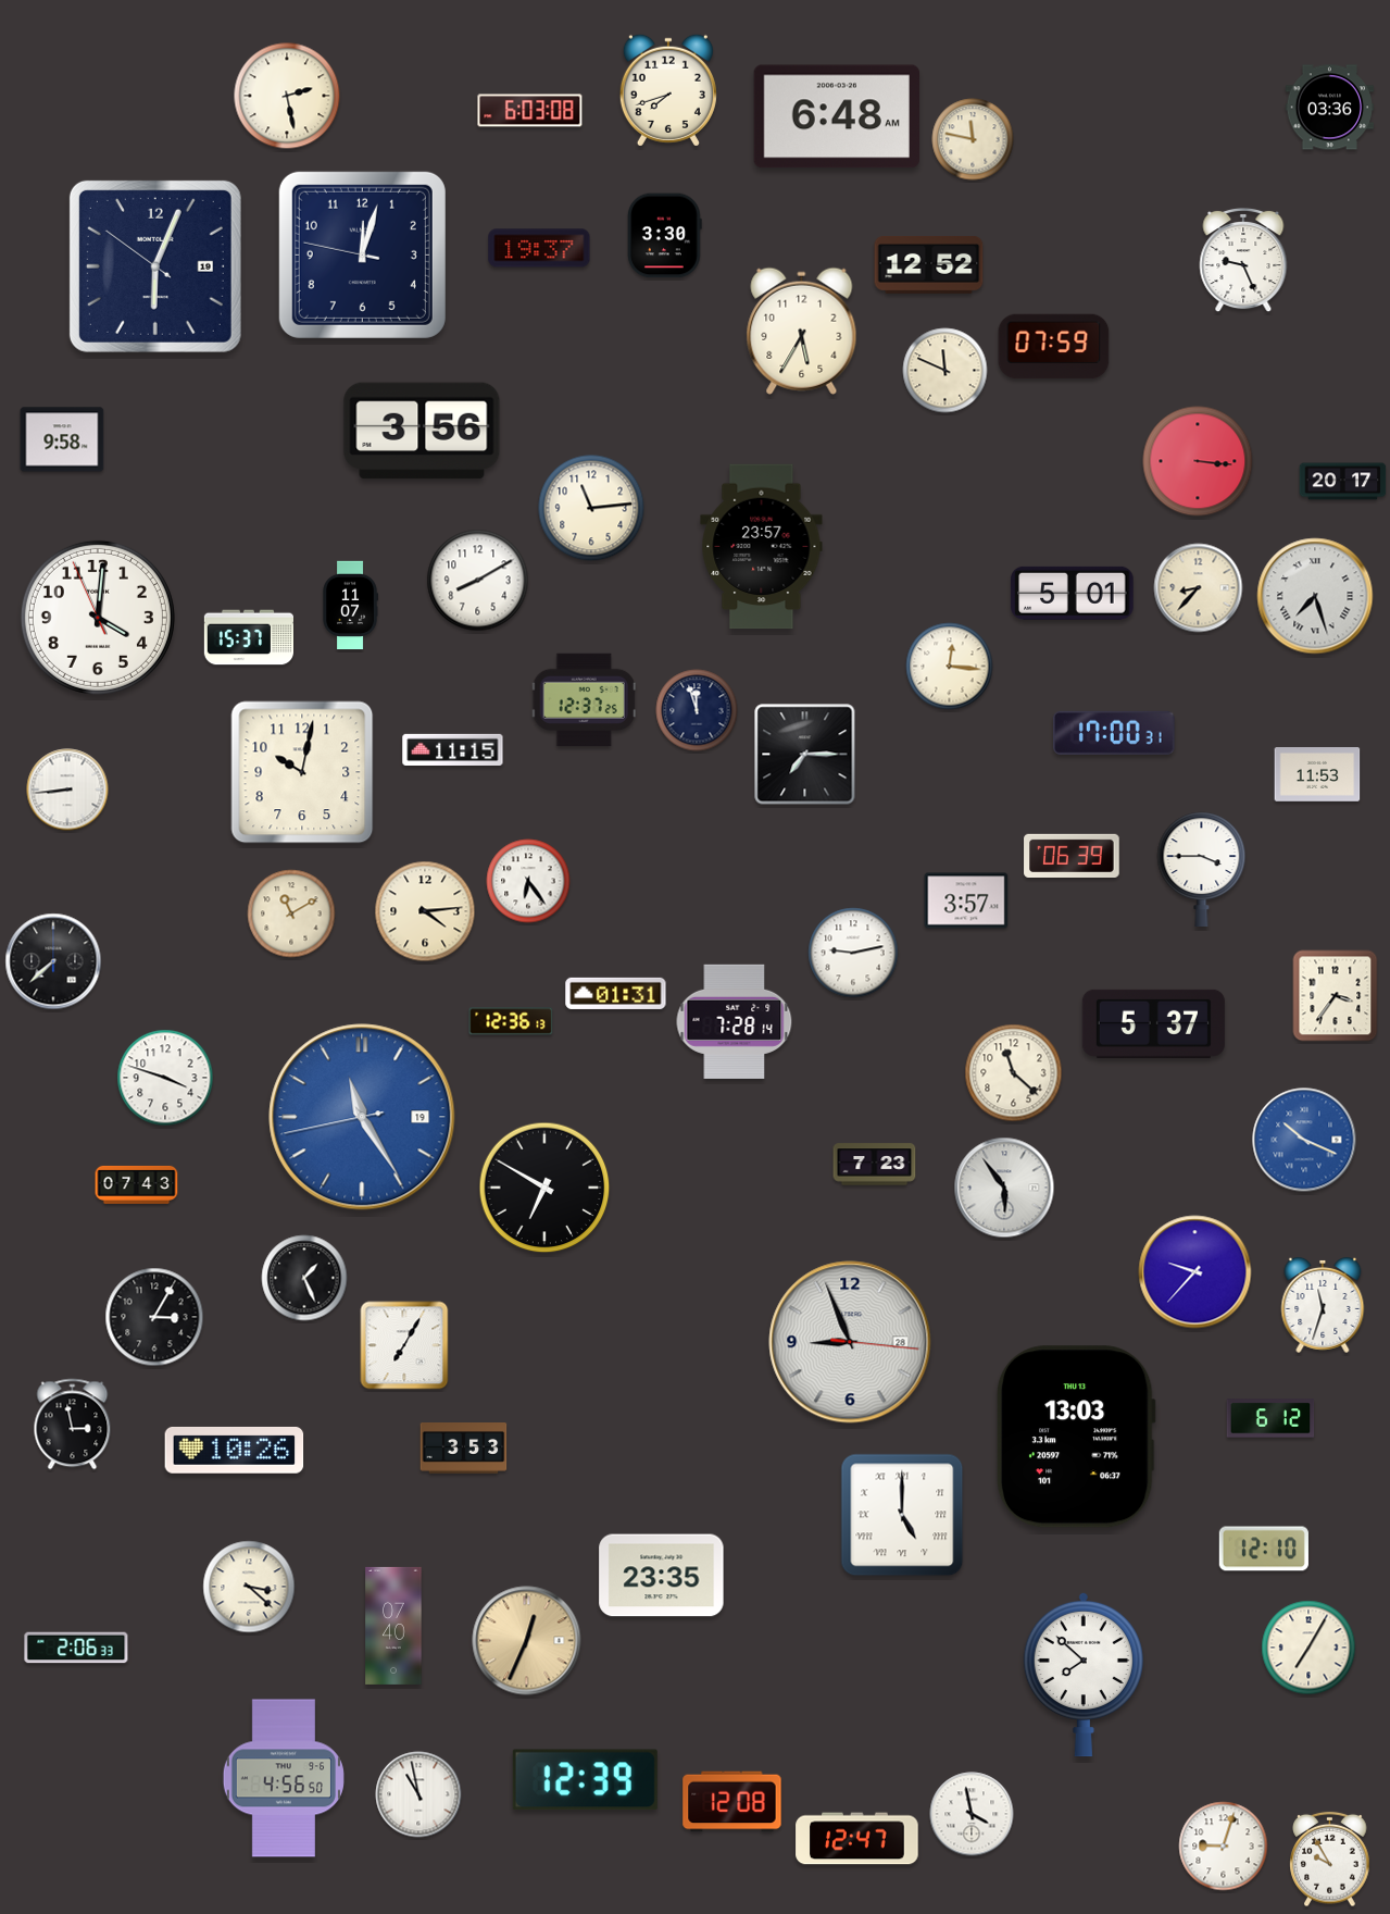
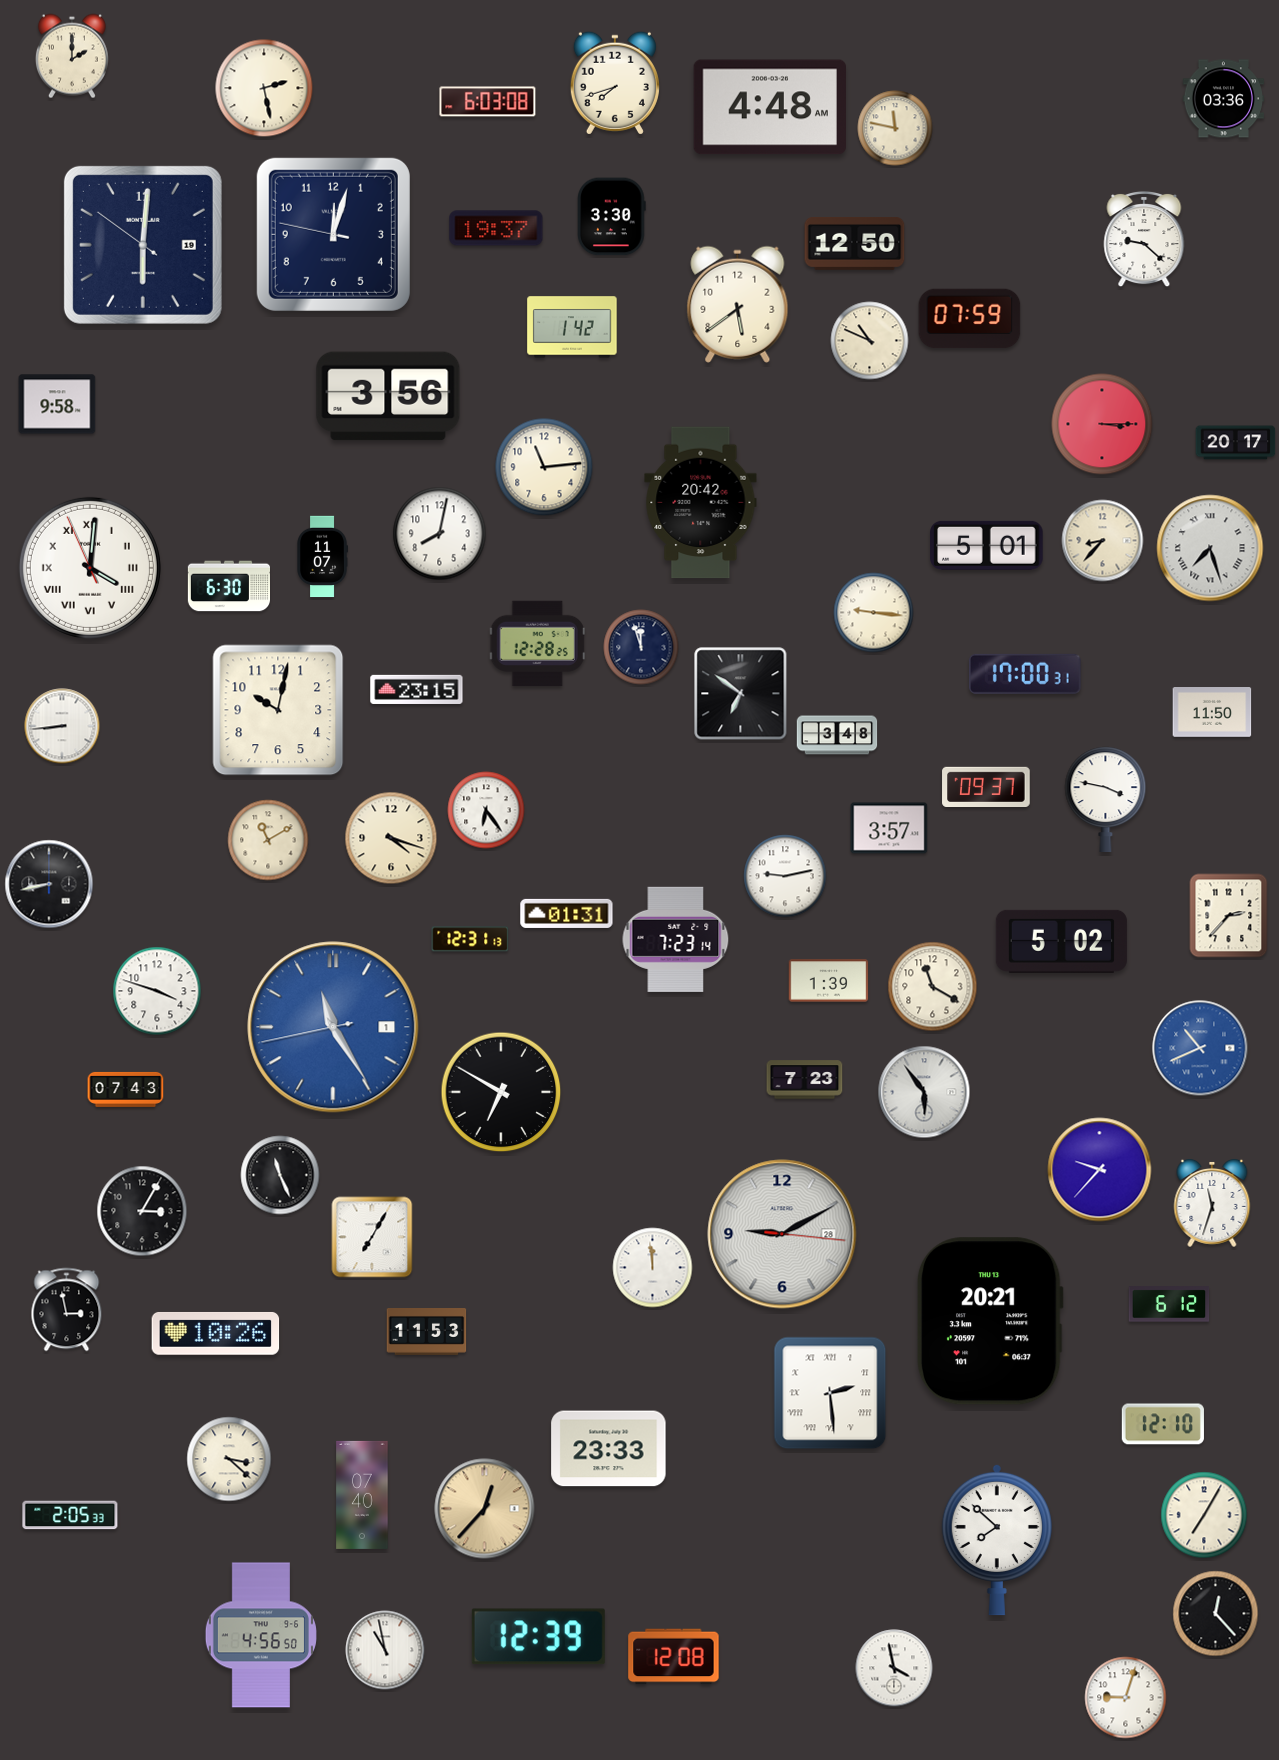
clock at (72, 56): none -> 2:00
clock at (836, 116): 6:48 -> 4:48
clock at (1243, 260): 9:26 -> 9:22
clock at (929, 265): 12:52 -> 12:50
clock at (155, 266): 6:03 -> 6:00
clock at (802, 331): 5:35 -> 5:39
clock at (572, 327): none -> 1:42
clock at (946, 371): 11:49 -> 10:49
clock at (1198, 461): 3:16 -> 3:15
clock at (762, 547): 23:57 -> 20:42
clock at (478, 581): 8:10 -> 8:02
clock at (98, 618) numerals: Arabic -> Roman
clock at (248, 637): 15:37 -> 6:30
clock at (950, 667): 12:16 -> 9:16
clock at (584, 700): 12:37 -> 12:28
clock at (697, 710) position: (697, 710) -> (641, 647)
clock at (453, 749): 11:15 -> 23:15
clock at (805, 755): 7:15 -> 6:51
clock at (1317, 775): 11:53 -> 11:50
clock at (837, 735): none -> 3:48
clock at (1072, 855): 06:39 -> 09:37
clock at (1202, 869): 3:45 -> 3:47
clock at (425, 911): 4:14 -> 4:18
clock at (53, 961): 7:38 -> 8:43
clock at (1336, 996): 3:36 -> 2:37
clock at (511, 1021): 12:36 -> 12:31
clock at (735, 1021): 7:28 -> 7:23
clock at (1153, 1023): 5:37 -> 5:02
clock at (829, 981): none -> 1:39
clock at (1014, 1073): 11:22 -> 11:20
clock at (165, 1078) position: (165, 1078) -> (157, 991)
clock at (362, 1117) date: 19 -> 1
clock at (1304, 1140): 10:19 -> 10:41
clock at (875, 1165) position: (875, 1165) -> (805, 1080)
clock at (304, 1278): 1:26 -> 11:26
clock at (1323, 1305) position: (1323, 1305) -> (1212, 1203)
clock at (850, 1342): 8:56 -> 9:10
clock at (653, 1268): none -> 11:59
clock at (1076, 1437): 13:03 -> 20:21
clock at (464, 1449): 3:53 -> 11:53
clock at (902, 1515): 5:00 -> 2:29
clock at (662, 1576): 23:35 -> 23:33
clock at (527, 1641): 12:34 -> 12:37
clock at (76, 1648): 2:06 -> 2:05
clock at (1216, 1614): none -> 12:23
clock at (857, 1839): 12:47 -> none
clock at (1330, 1860): 9:55 -> none
